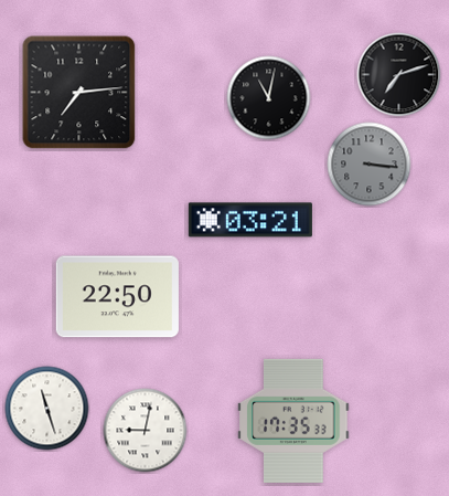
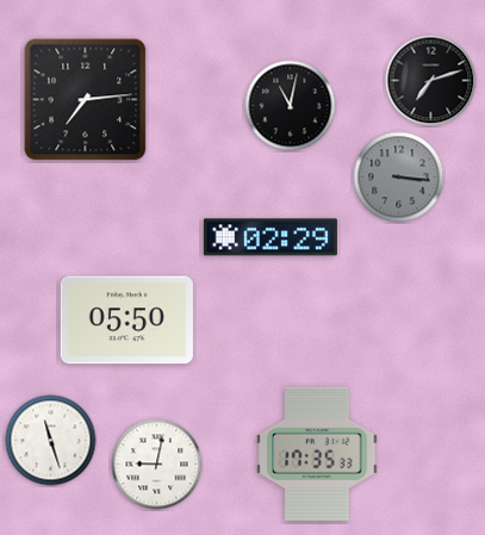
clock at (250, 220): 03:21 -> 02:29
clock at (117, 297): 22:50 -> 05:50
